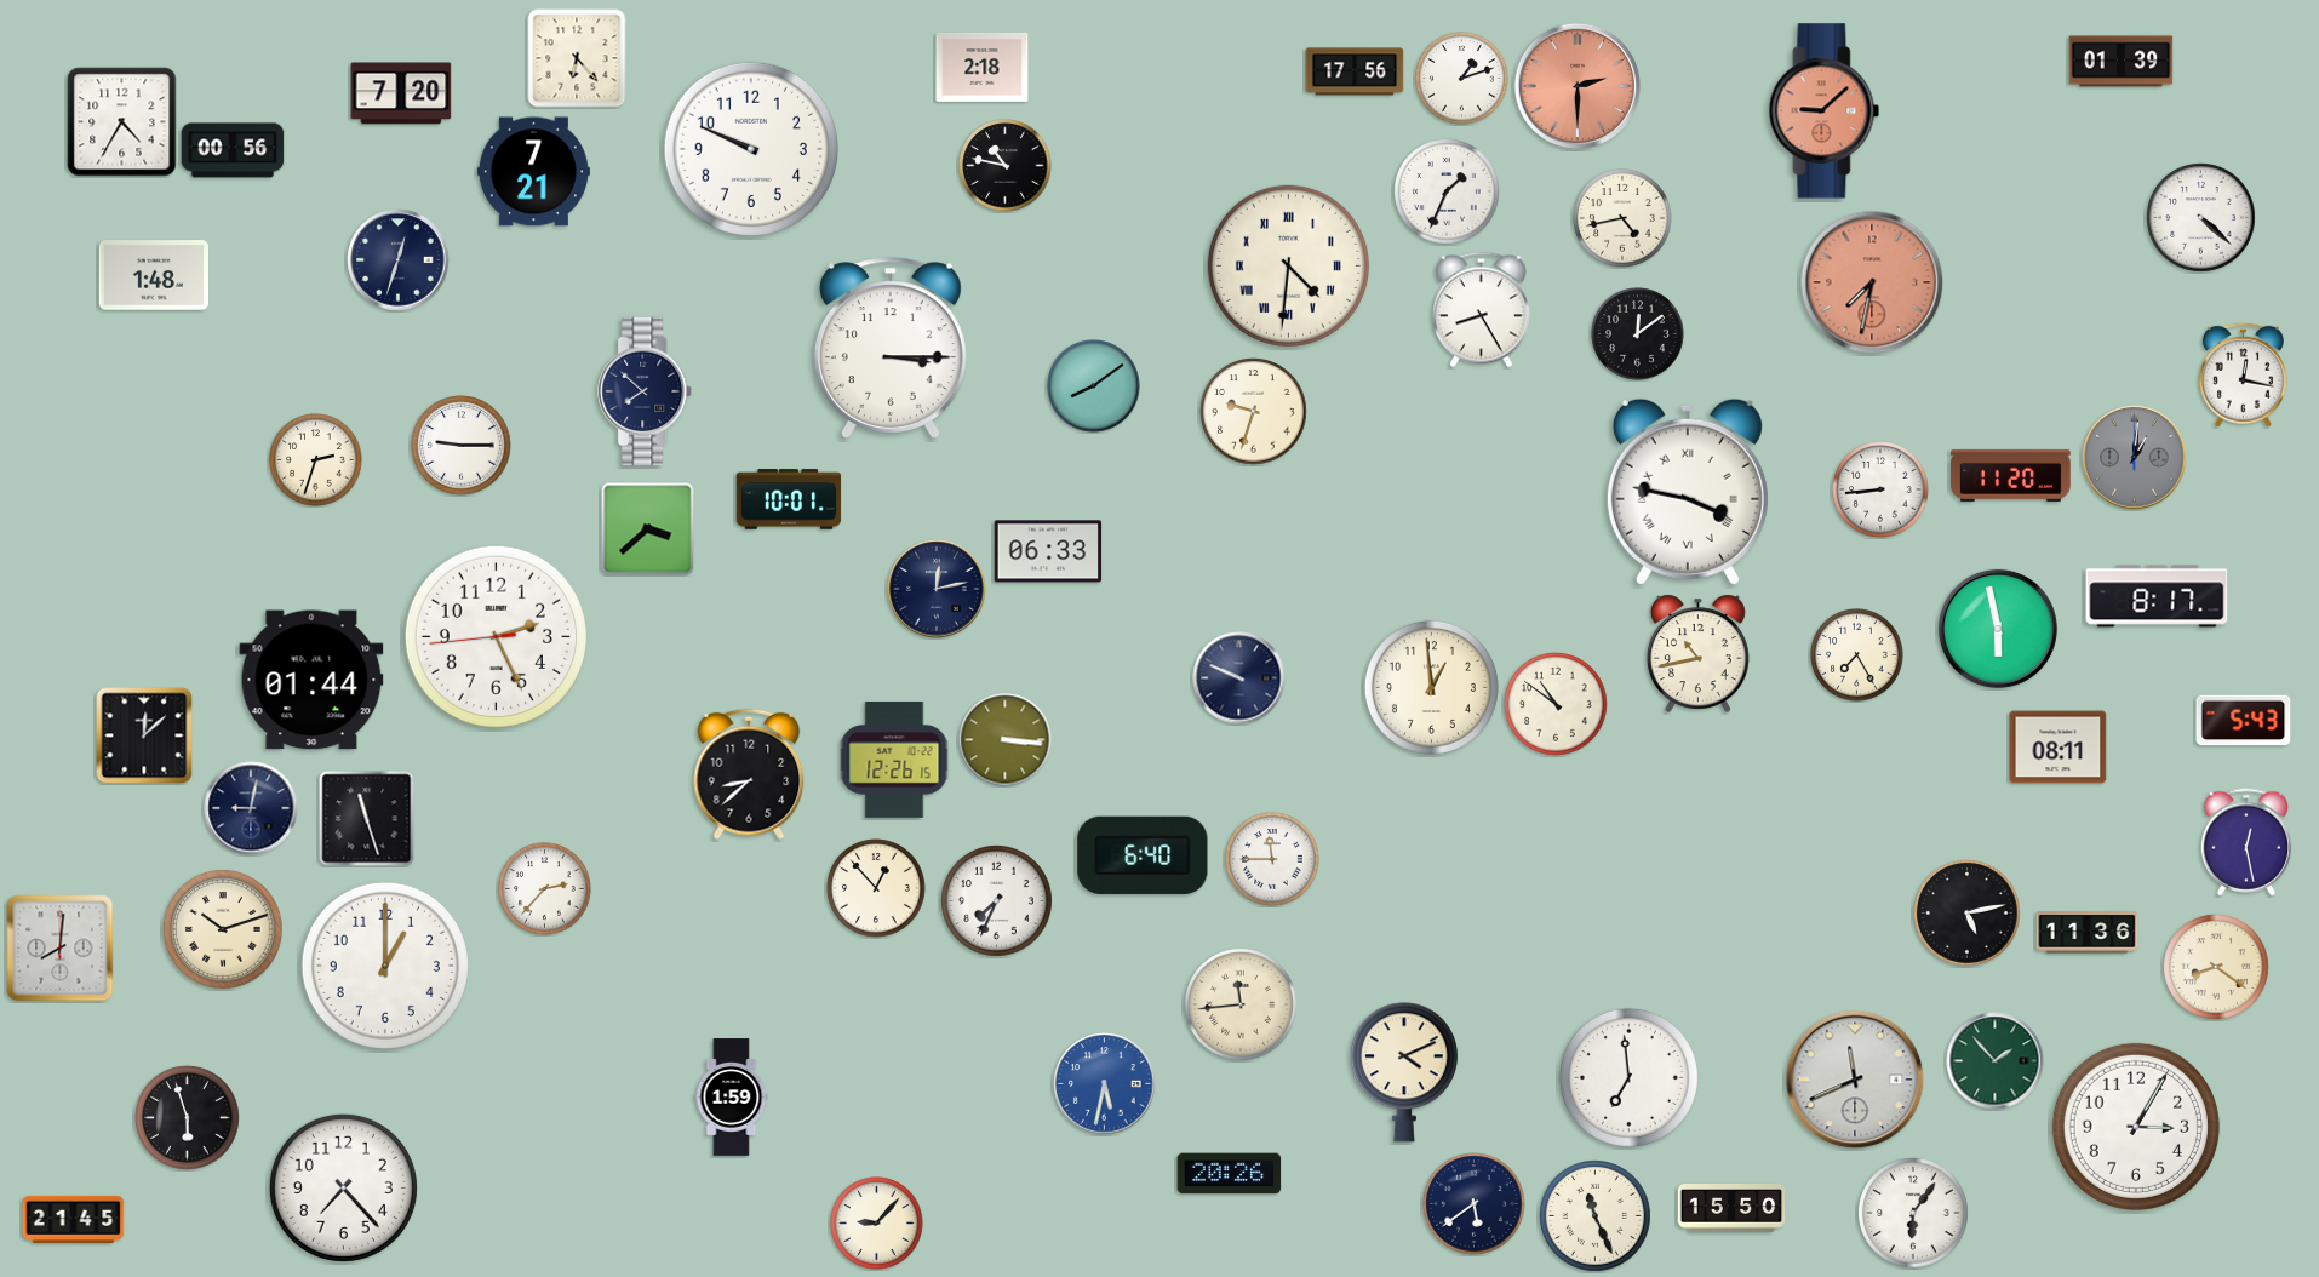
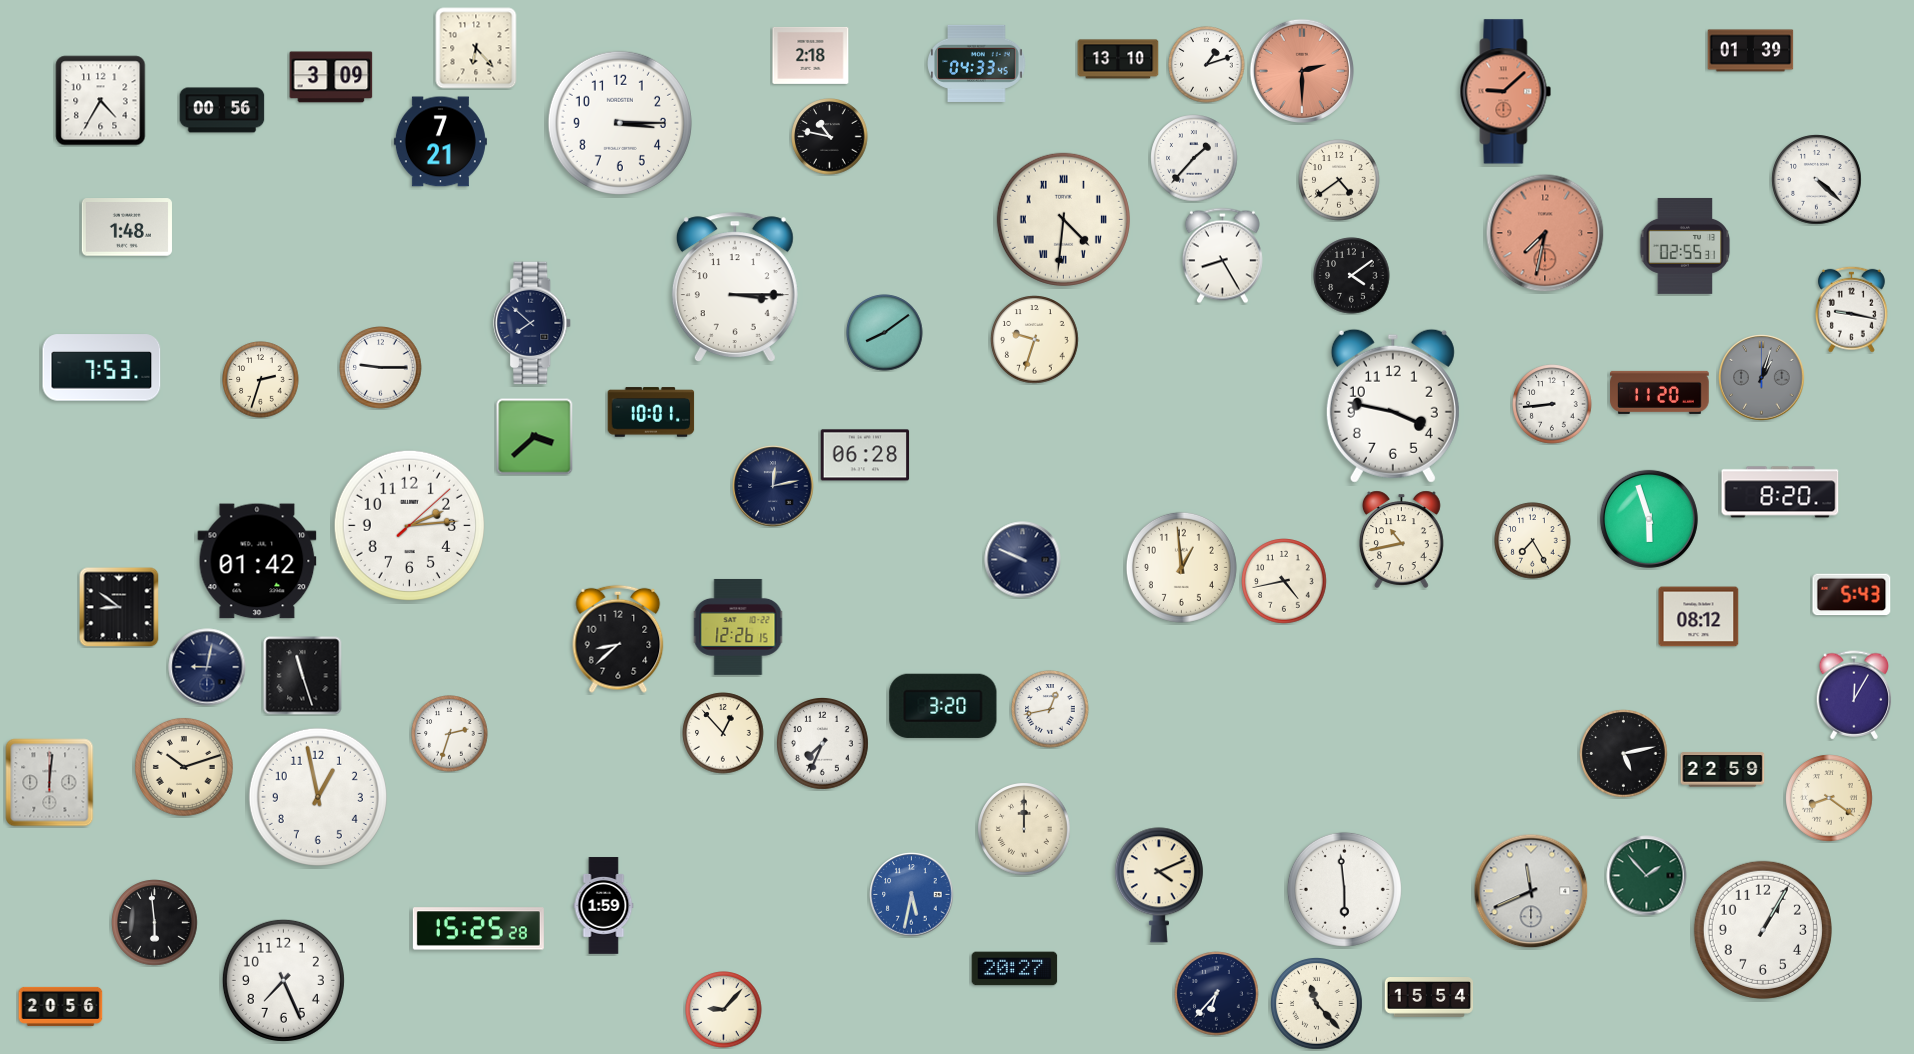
clock at (1355, 71): 17:56 -> 13:10
clock at (977, 63): none -> 04:33
clock at (401, 93): 7:20 -> 3:09
clock at (751, 149): 9:49 -> 3:15
clock at (233, 150) position: (233, 150) -> (222, 110)
clock at (1447, 191): 1:34 -> 1:37
clock at (1622, 218): 4:43 -> 4:39
clock at (399, 260): 12:33 -> none
clock at (1685, 246): none -> 02:55
clock at (1638, 334): 12:09 -> 4:09
clock at (2243, 374): 12:17 -> 9:17
clock at (1094, 386) position: (1094, 386) -> (885, 333)
clock at (102, 368): none -> 7:53
clock at (2135, 458): 1:01 -> 1:03
clock at (1688, 492) numerals: Roman -> Arabic
clock at (1048, 551): 06:33 -> 06:28
clock at (2157, 596): 8:17 -> 8:20
clock at (1998, 629): 5:58 -> 5:57
clock at (496, 636): 2:25 -> 2:14
clock at (311, 680): 01:44 -> 01:42
clock at (1556, 704): 10:51 -> 4:43
clock at (144, 735): 12:08 -> 8:51
clock at (1006, 740): 3:16 -> none
clock at (2059, 748): 08:11 -> 08:12
clock at (2246, 842): 12:28 -> 12:05
clock at (1143, 855): 6:40 -> 3:20
clock at (1272, 859): 11:45 -> 12:43
clock at (545, 889): 2:37 -> 2:33
clock at (2088, 933): 11:36 -> 22:59
clock at (61, 949): 8:01 -> 12:01
clock at (385, 966): 1:00 -> 12:58
clock at (1242, 1006): 11:44 -> 12:00
clock at (1628, 1077): 6:59 -> 5:59
clock at (188, 1118): 5:57 -> 5:59
clock at (478, 929): none -> 15:25
clock at (2136, 1127): 3:05 -> 1:05
clock at (1230, 1174): 20:26 -> 20:27
clock at (343, 1187): 7:23 -> 7:26
clock at (1475, 1204): 5:39 -> 6:37
clock at (1731, 1209): 15:50 -> 15:54
clock at (1913, 1213): 6:06 -> none
clock at (1596, 1216): 11:26 -> 11:23
clock at (74, 1219): 21:45 -> 20:56
